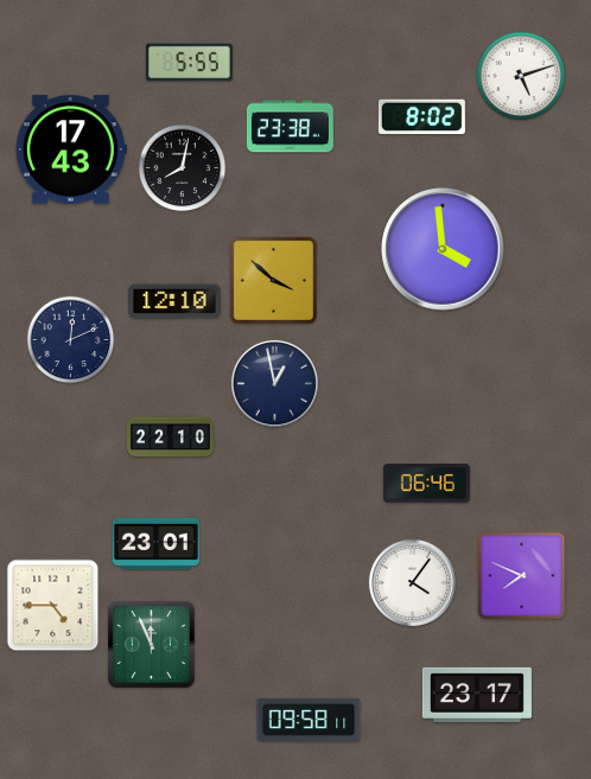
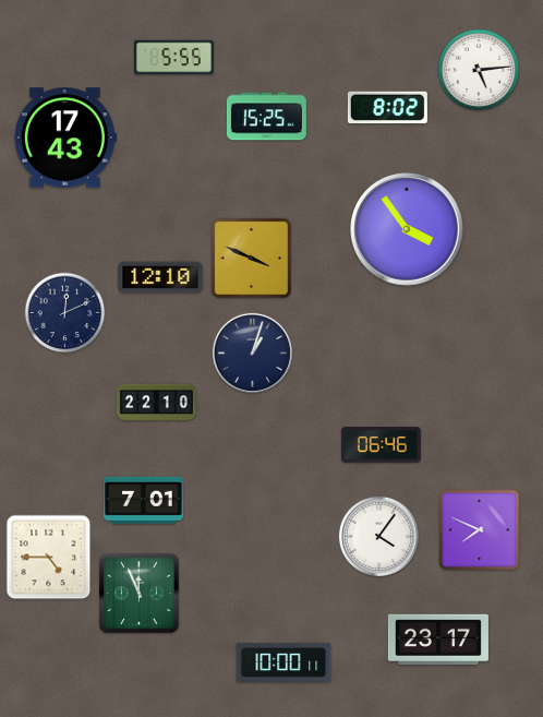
clock at (521, 76): 5:12 -> 5:14
clock at (290, 127): 23:38 -> 15:25
clock at (183, 168): 8:02 -> none
clock at (443, 249): 3:59 -> 3:54
clock at (273, 280): 3:52 -> 3:49
clock at (274, 383): 12:58 -> 1:03
clock at (426, 484) position: (426, 484) -> (381, 445)
clock at (155, 543): 23:01 -> 7:01
clock at (309, 720): 09:58 -> 10:00
